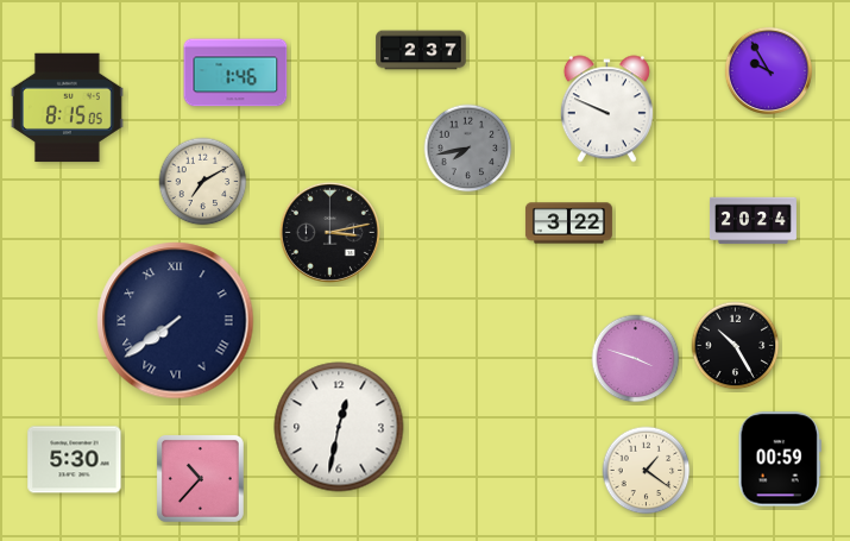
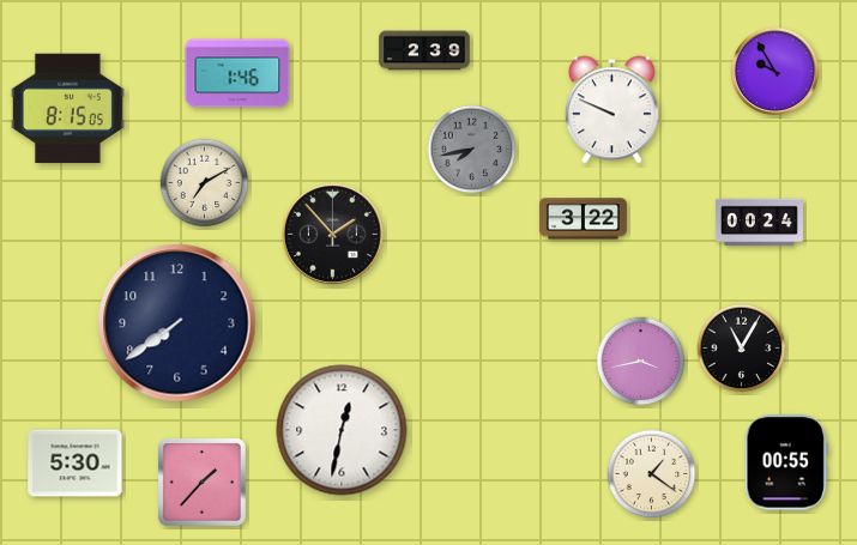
clock at (421, 50): 2:37 -> 2:39
clock at (753, 221): 20:24 -> 00:24
clock at (568, 224) position: (568, 224) -> (583, 219)
clock at (329, 232): 3:13 -> 1:53
clock at (176, 321) numerals: Roman -> Arabic
clock at (736, 346): 10:25 -> 11:05
clock at (636, 359): 3:48 -> 3:43
clock at (780, 459): 00:59 -> 00:55
clock at (200, 478): 10:37 -> 1:37
